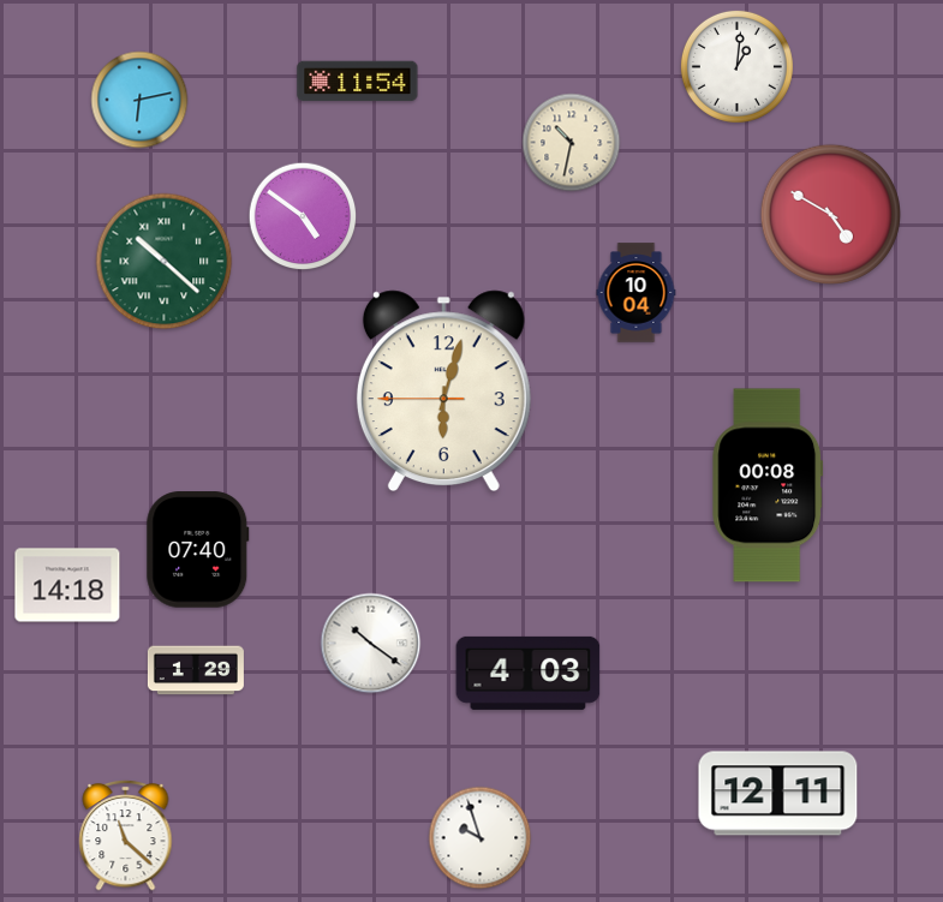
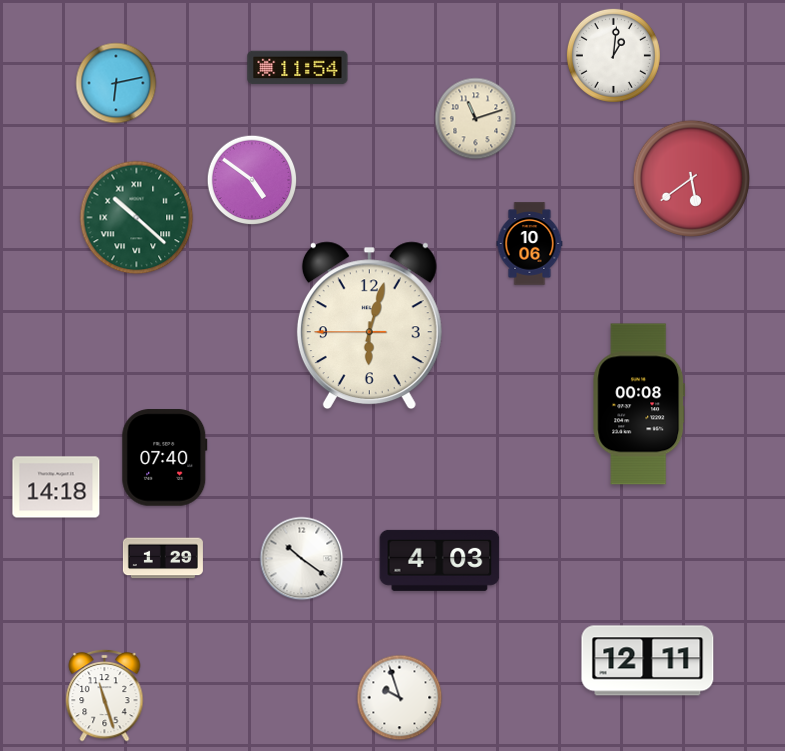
clock at (572, 143): 10:32 -> 11:12
clock at (830, 214): 4:50 -> 5:39
clock at (637, 293): 10:04 -> 10:06
clock at (371, 644) position: (371, 644) -> (302, 559)
clock at (126, 835): 11:22 -> 11:27
